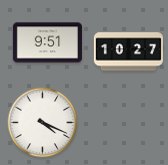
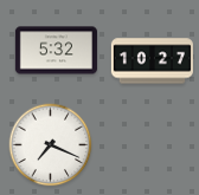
clock at (47, 43): 9:51 -> 5:32
clock at (43, 123): 4:19 -> 7:19
